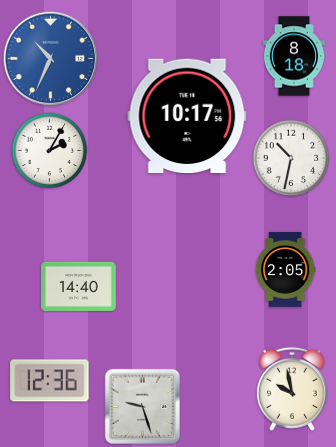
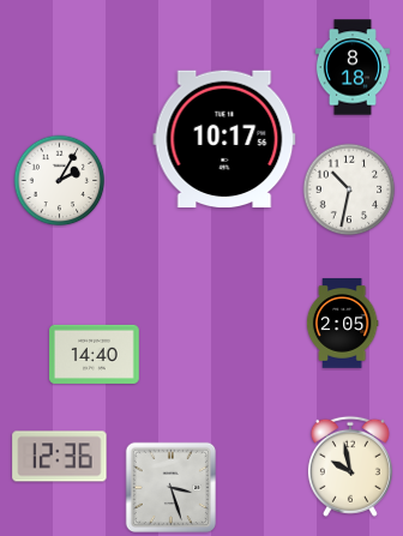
clock at (51, 59): 10:34 -> none
clock at (79, 286) position: (79, 286) -> (95, 354)
clock at (142, 406): 9:27 -> 3:27
